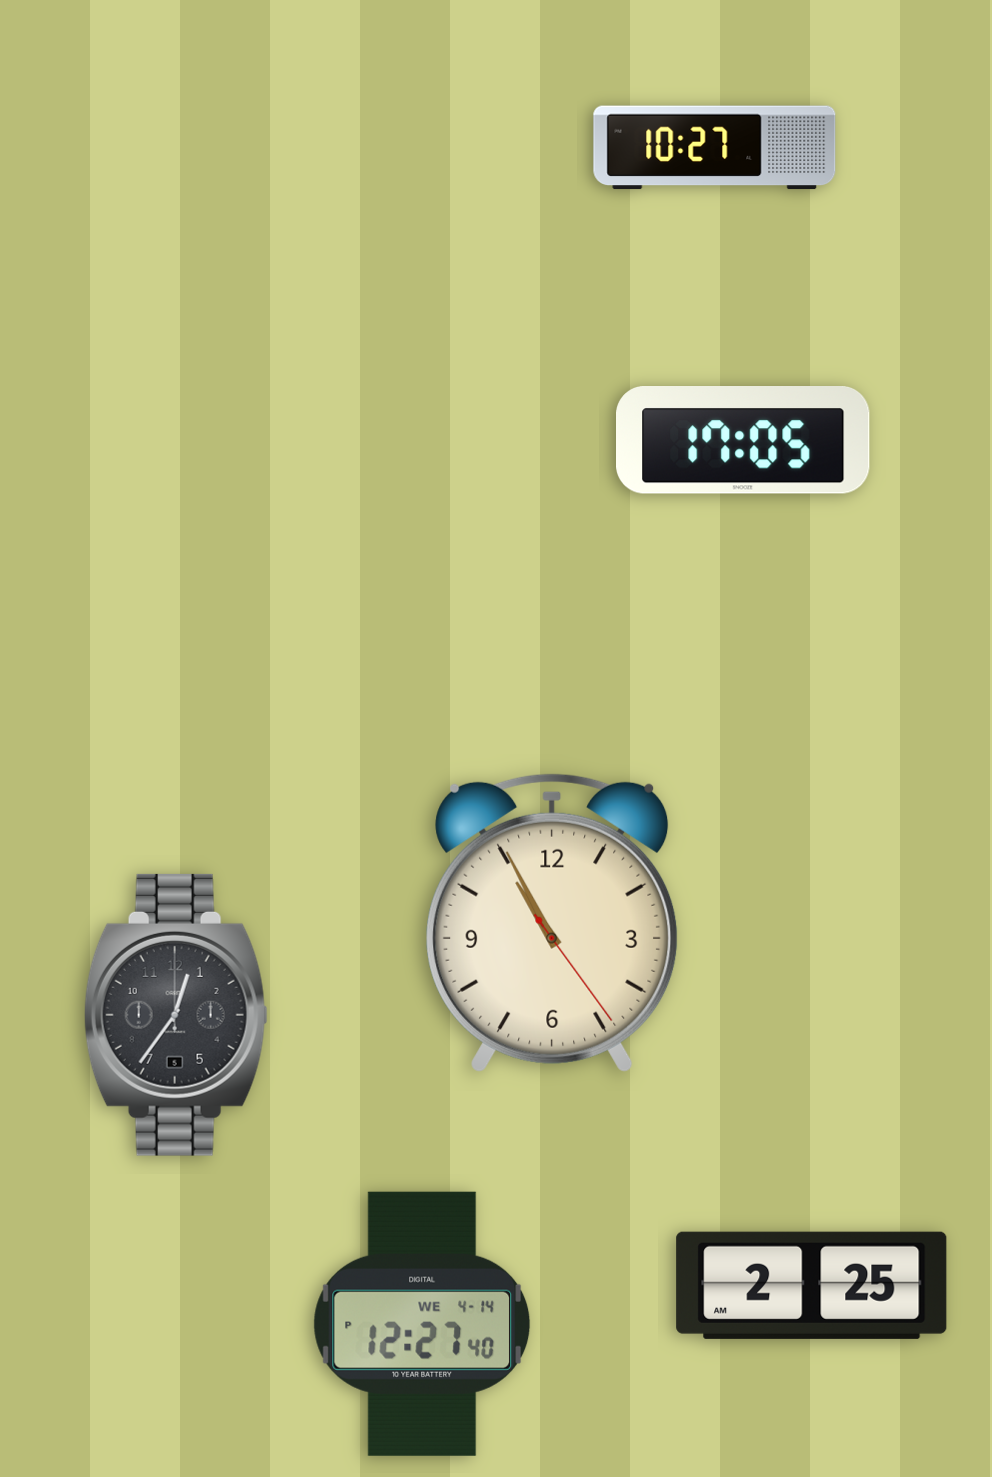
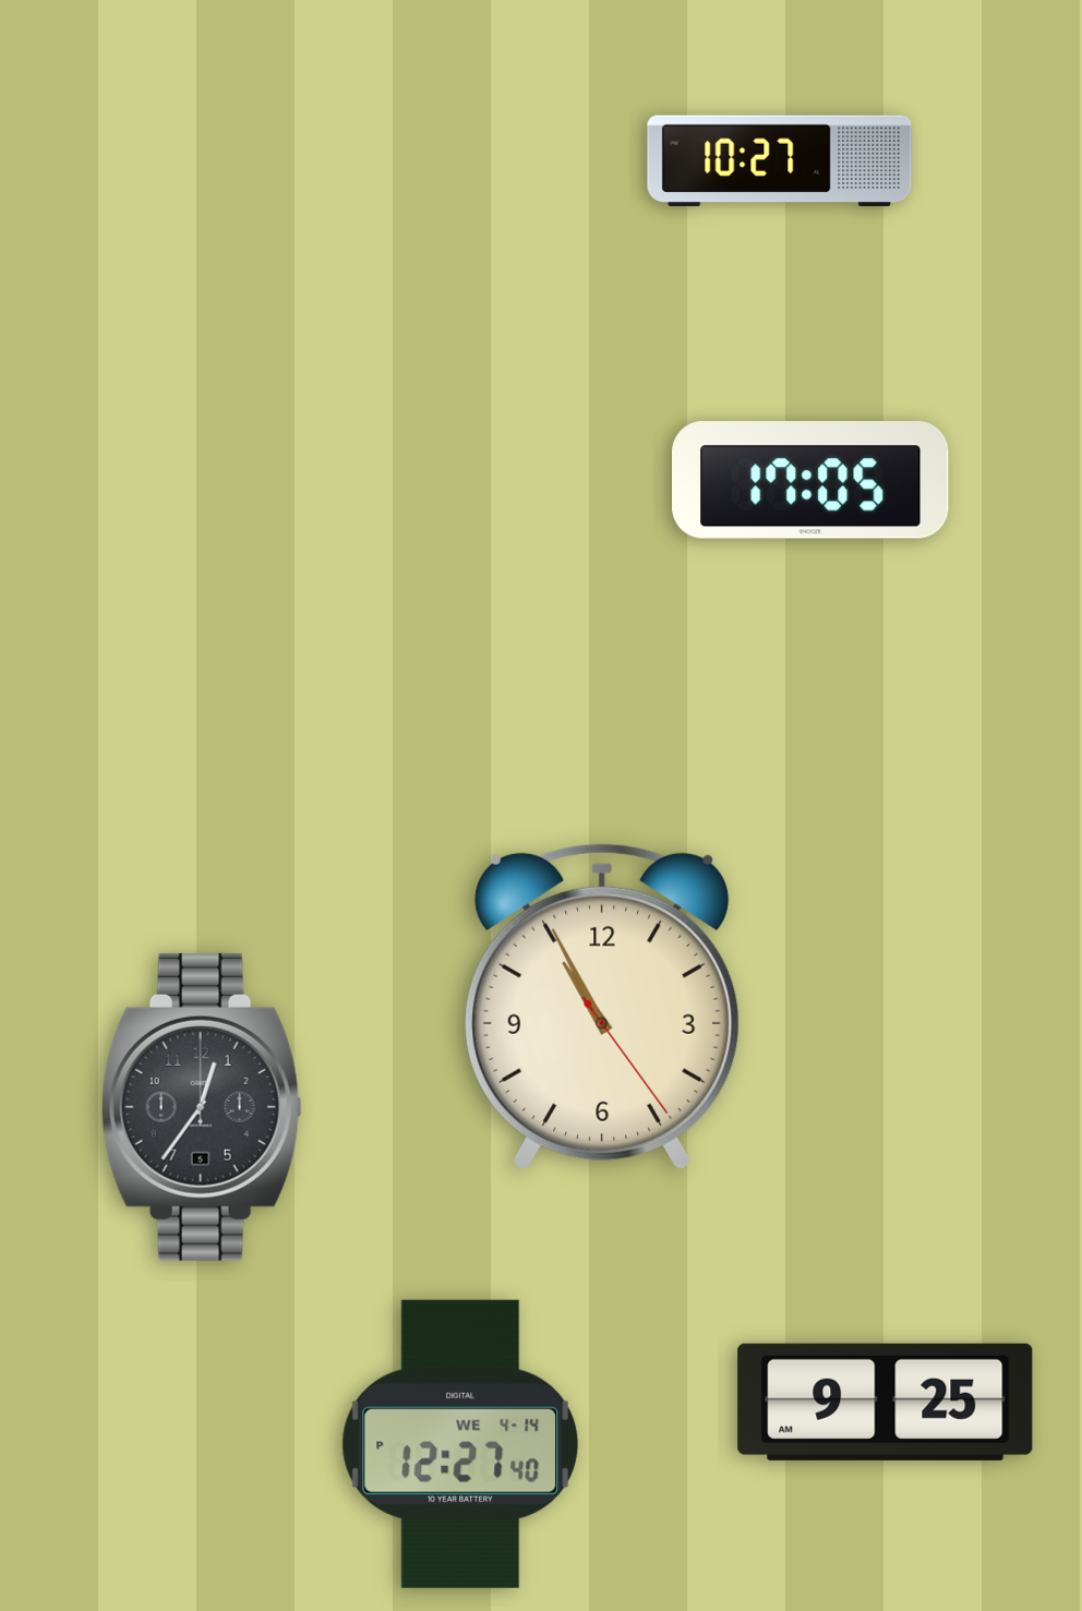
clock at (176, 1015) position: (176, 1015) -> (202, 1107)
clock at (812, 1285): 2:25 -> 9:25
